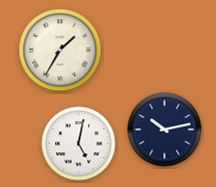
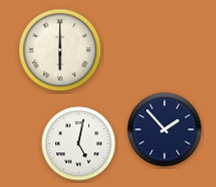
clock at (60, 50): 1:35 -> 6:00
clock at (165, 130): 10:13 -> 1:53
